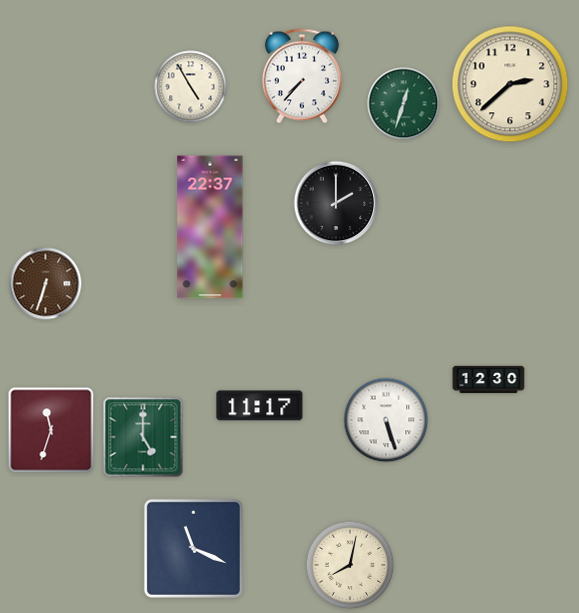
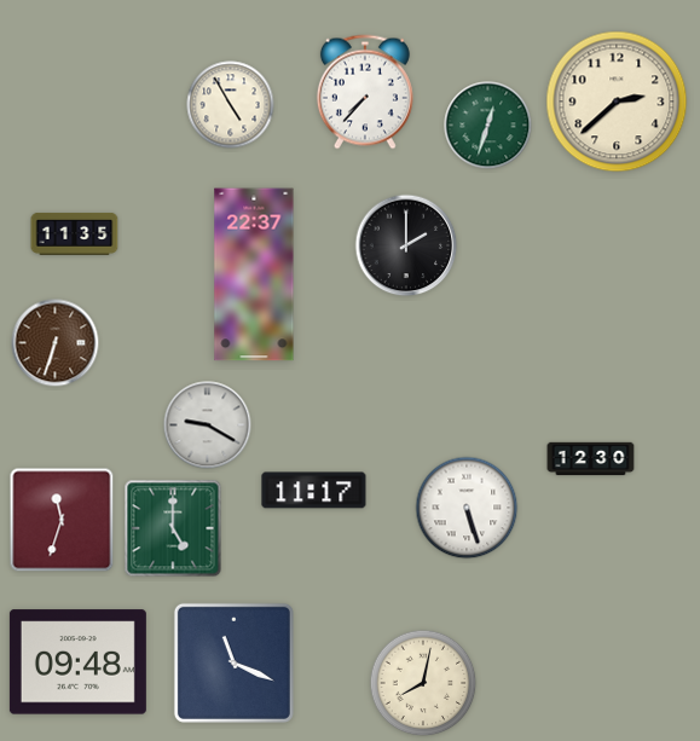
clock at (75, 233): none -> 11:35
clock at (208, 426): none -> 9:20
clock at (77, 662): none -> 09:48
